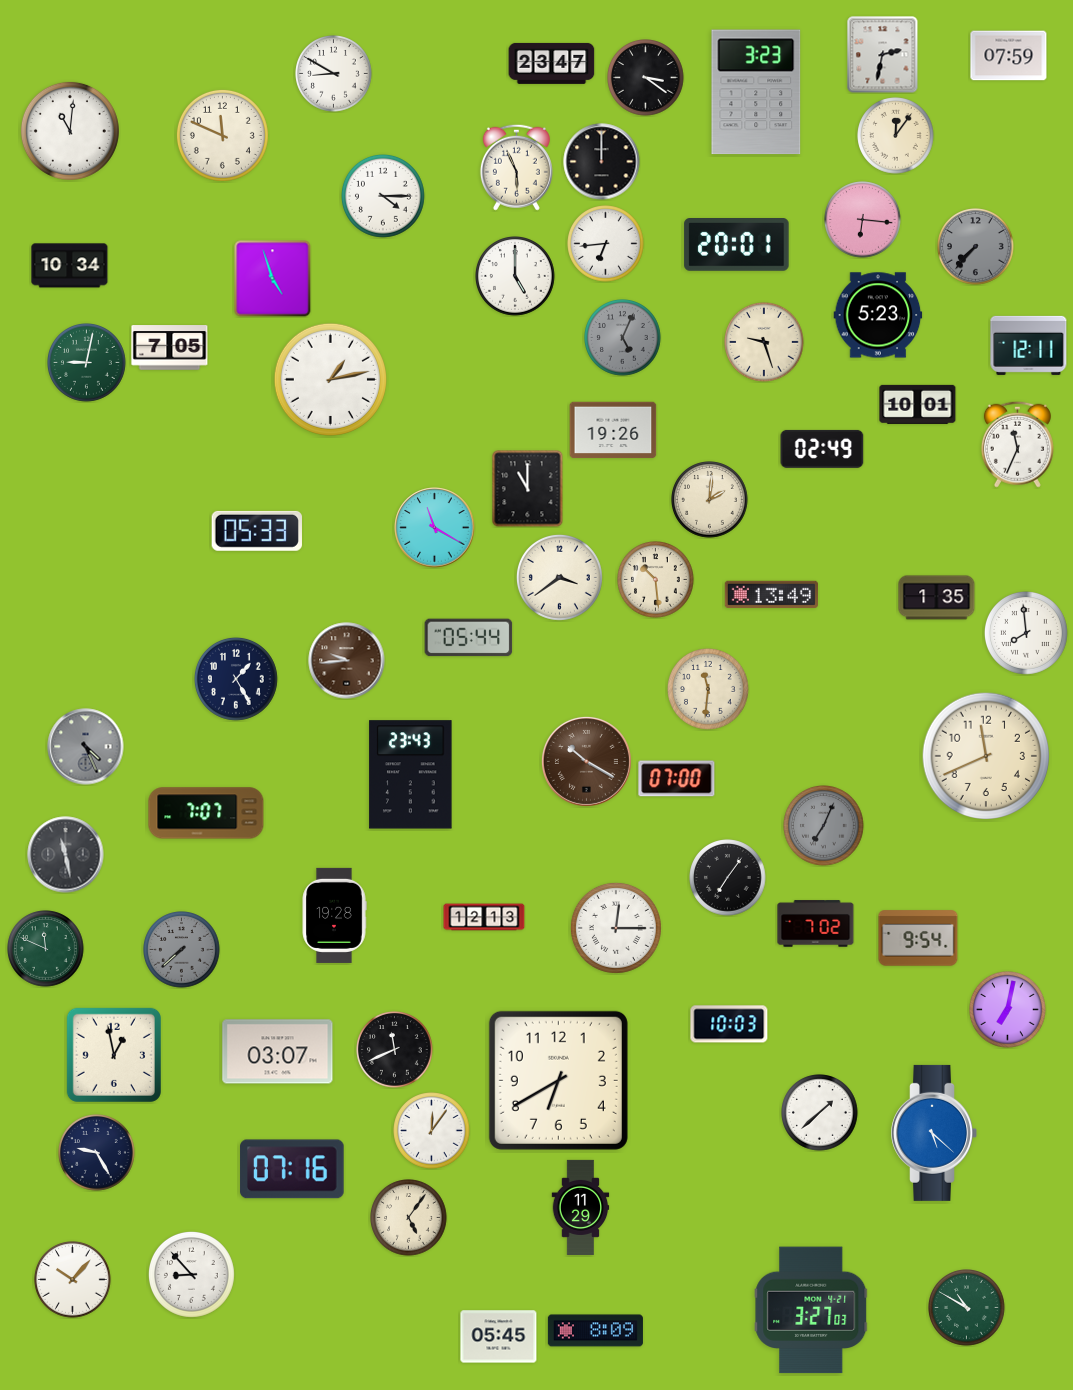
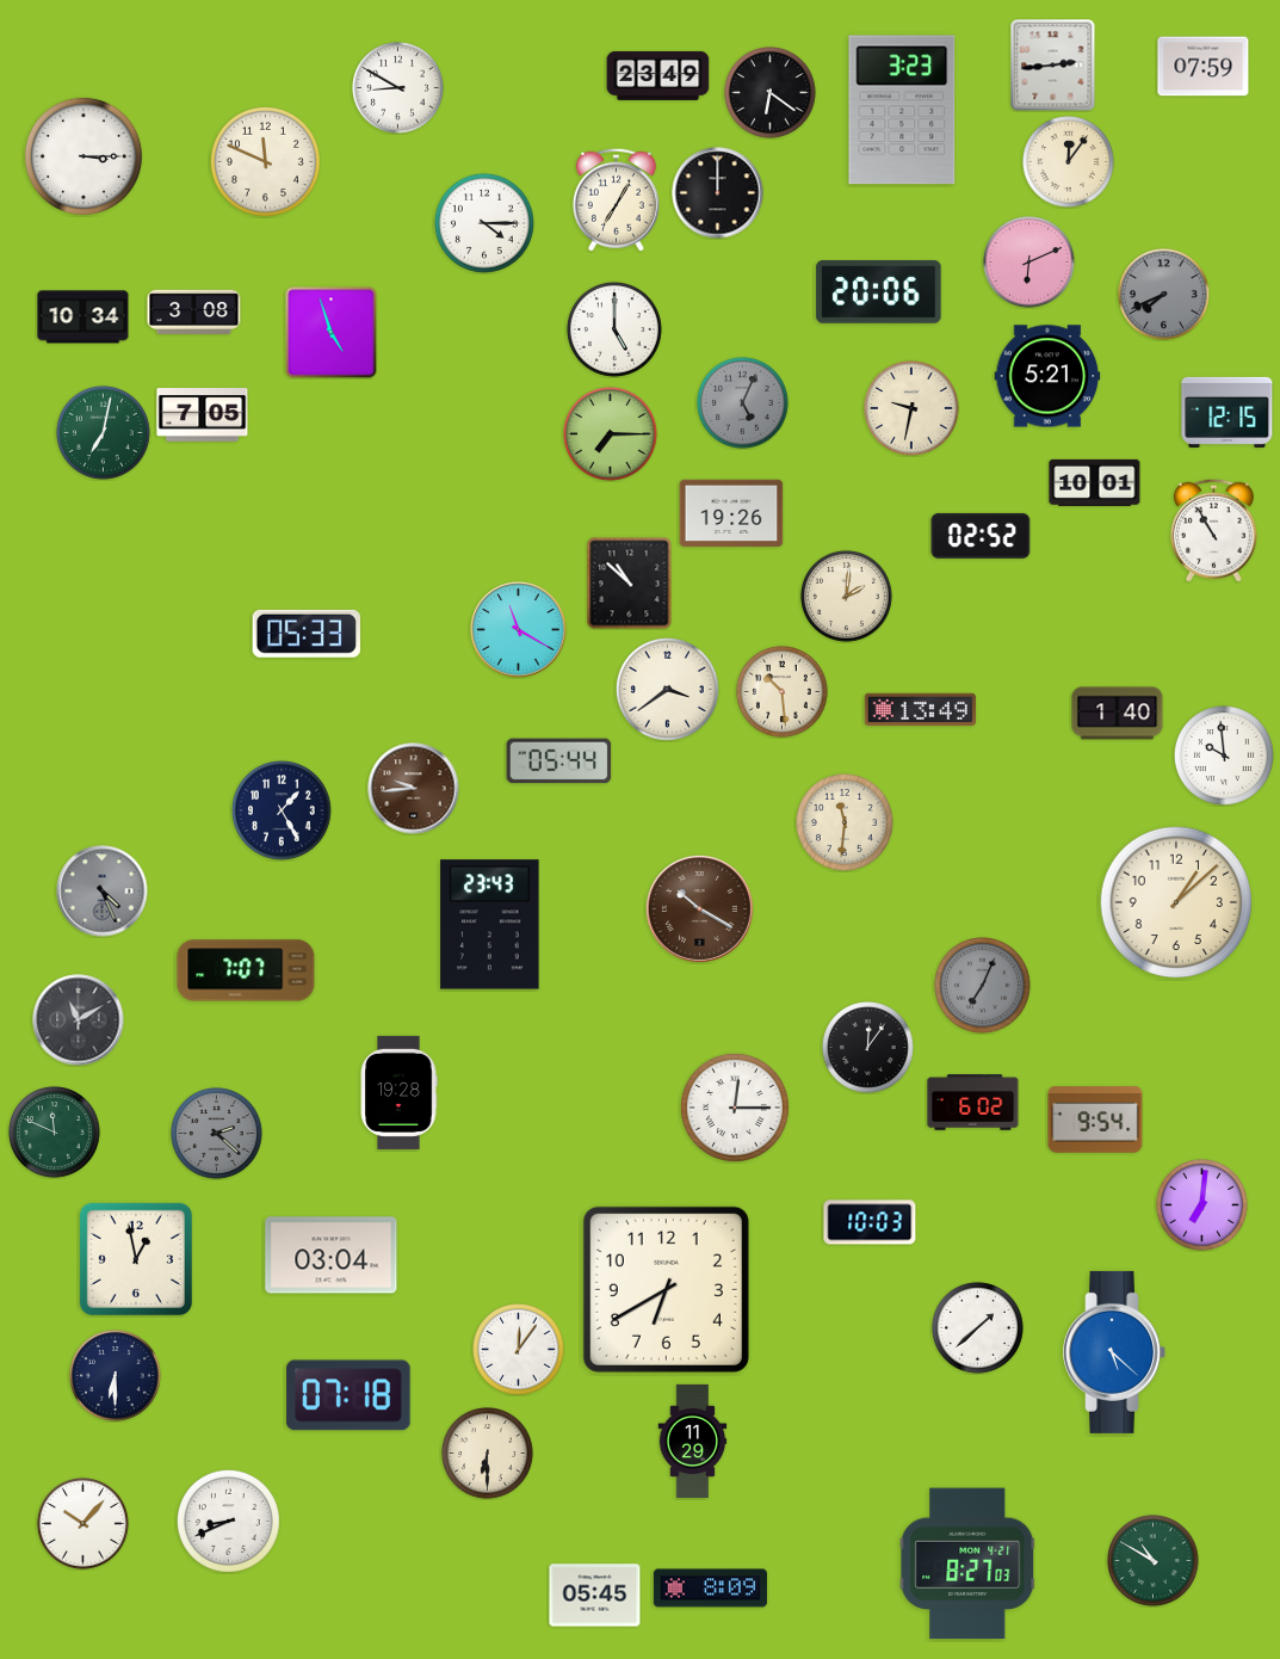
clock at (883, 55): 2:32 -> 2:44
clock at (552, 63): 23:47 -> 23:49
clock at (646, 78): 3:21 -> 6:21
clock at (70, 131): 11:01 -> 3:15
clock at (516, 167): 5:56 -> 7:05
clock at (383, 196) position: (383, 196) -> (484, 223)
clock at (863, 220): 6:16 -> 6:11
clock at (606, 244): 6:44 -> none
clock at (737, 245): 20:01 -> 20:06
clock at (976, 247): 7:37 -> 7:41
clock at (194, 312): none -> 3:08
clock at (273, 279) position: (273, 279) -> (332, 333)
clock at (878, 315): 5:23 -> 5:21
clock at (765, 343): 9:27 -> 9:32
clock at (1029, 345): 12:11 -> 12:15
clock at (87, 363): 9:02 -> 7:02
clock at (611, 434): none -> 7:15
clock at (330, 379): 1:13 -> none
clock at (1017, 444): 11:34 -> 10:55
clock at (822, 449): 02:49 -> 02:52
clock at (528, 488): 11:00 -> 10:52
clock at (937, 598): 1:35 -> 1:40
clock at (1026, 633): 7:59 -> 9:59
clock at (986, 756): 11:41 -> 1:08
clock at (677, 779): 07:00 -> none
clock at (66, 855): 11:28 -> 11:10
clock at (728, 878): 7:06 -> 12:06
clock at (484, 917): 12:13 -> none
clock at (816, 924): 7:02 -> 6:02
clock at (182, 950): 7:38 -> 2:22
clock at (1008, 1010): 7:02 -> 7:01
clock at (395, 1050): 11:41 -> none
clock at (278, 1052): 03:07 -> 03:04
clock at (432, 1131) position: (432, 1131) -> (519, 1350)
clock at (97, 1153): 9:25 -> 6:30
clock at (292, 1169): 07:16 -> 07:18
clock at (409, 1218): 5:06 -> 6:30
clock at (191, 1274): 8:53 -> 8:41
clock at (73, 1280) position: (73, 1280) -> (84, 1524)
clock at (811, 1310): 3:27 -> 8:27
